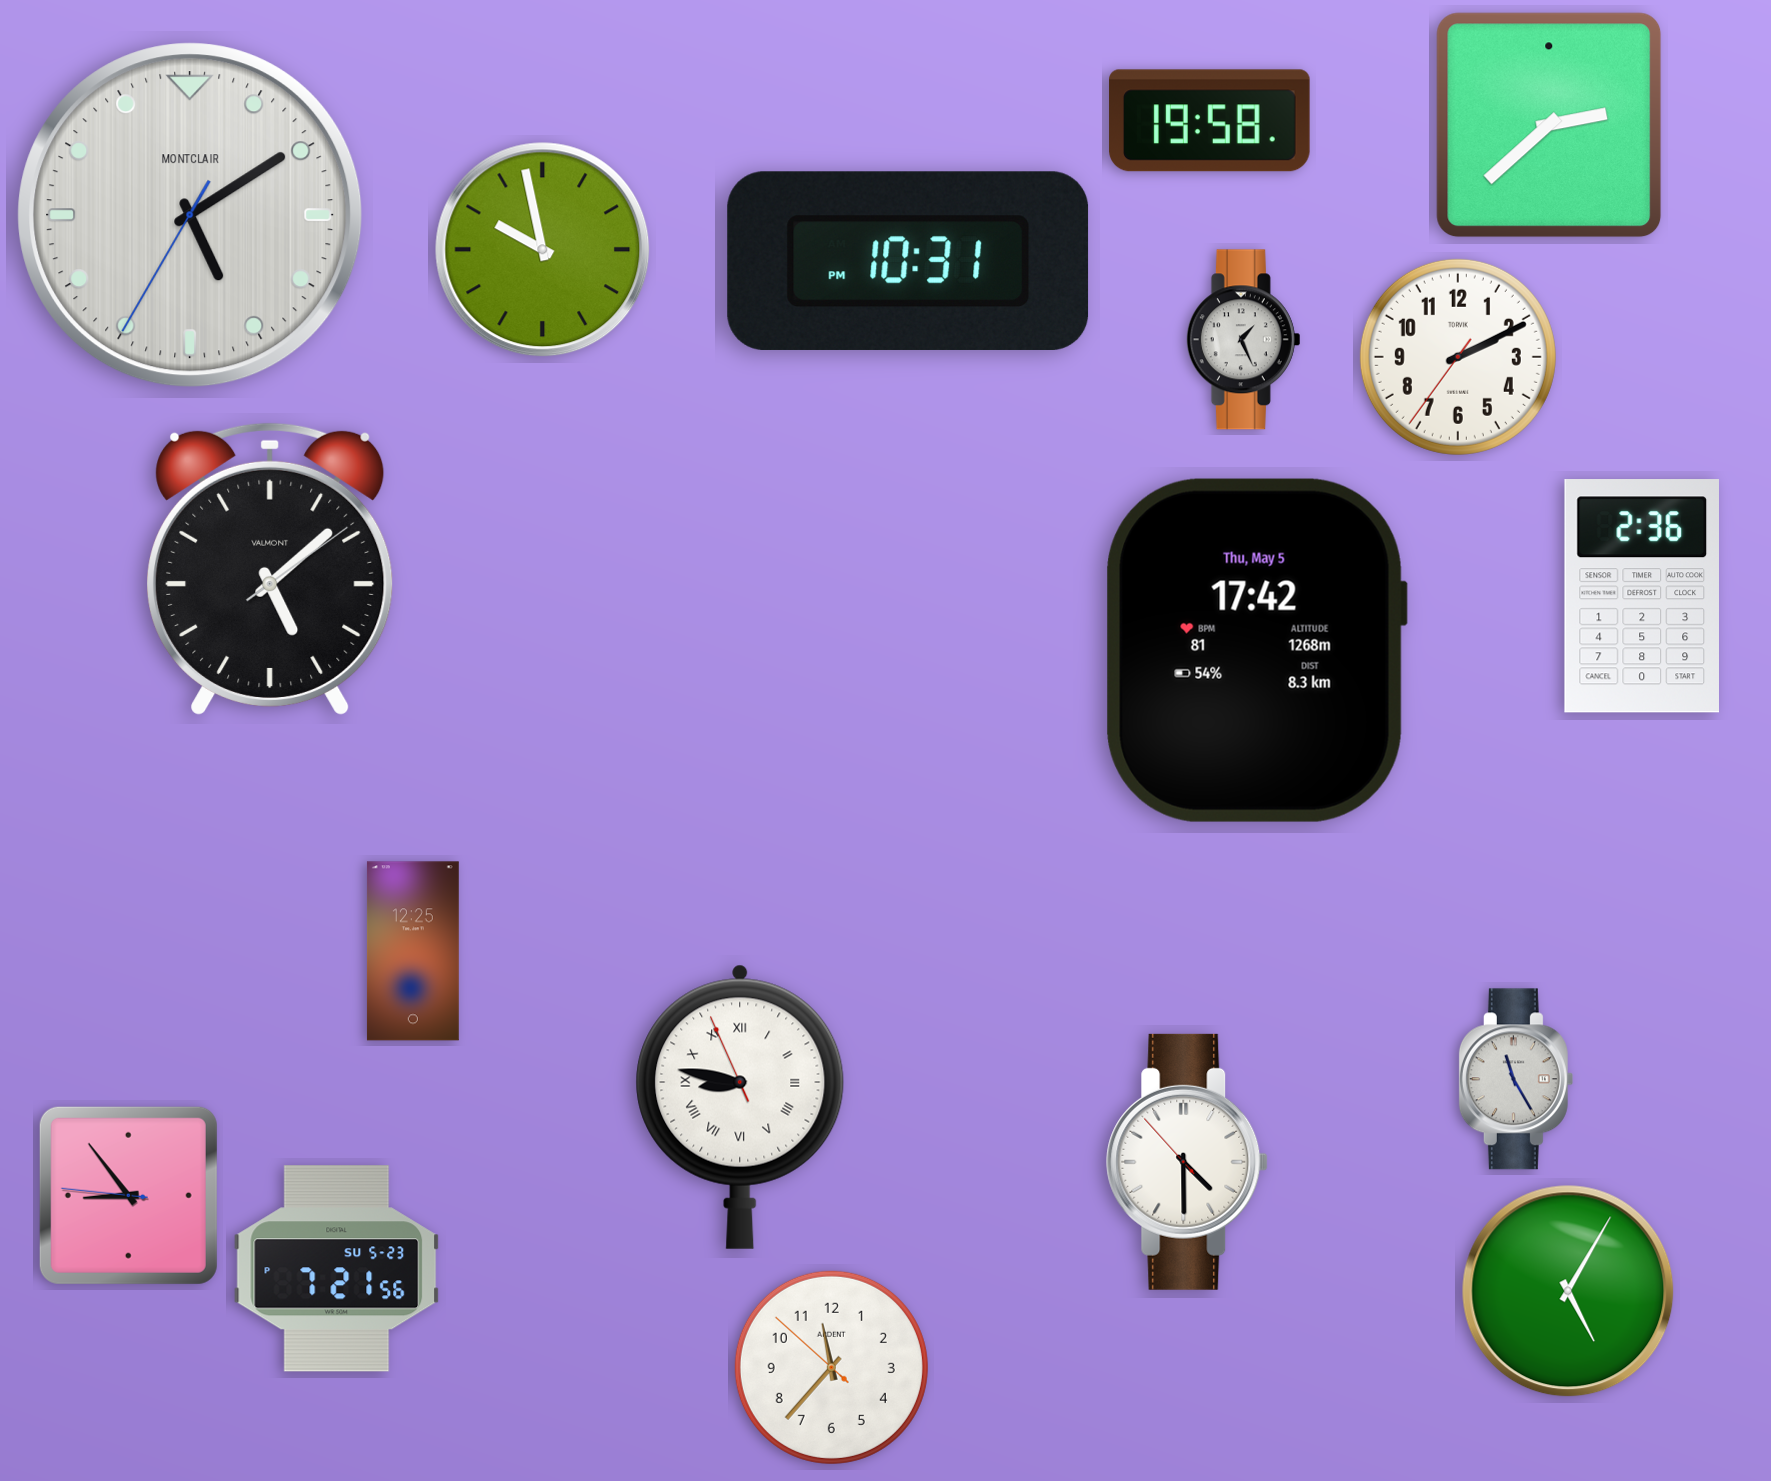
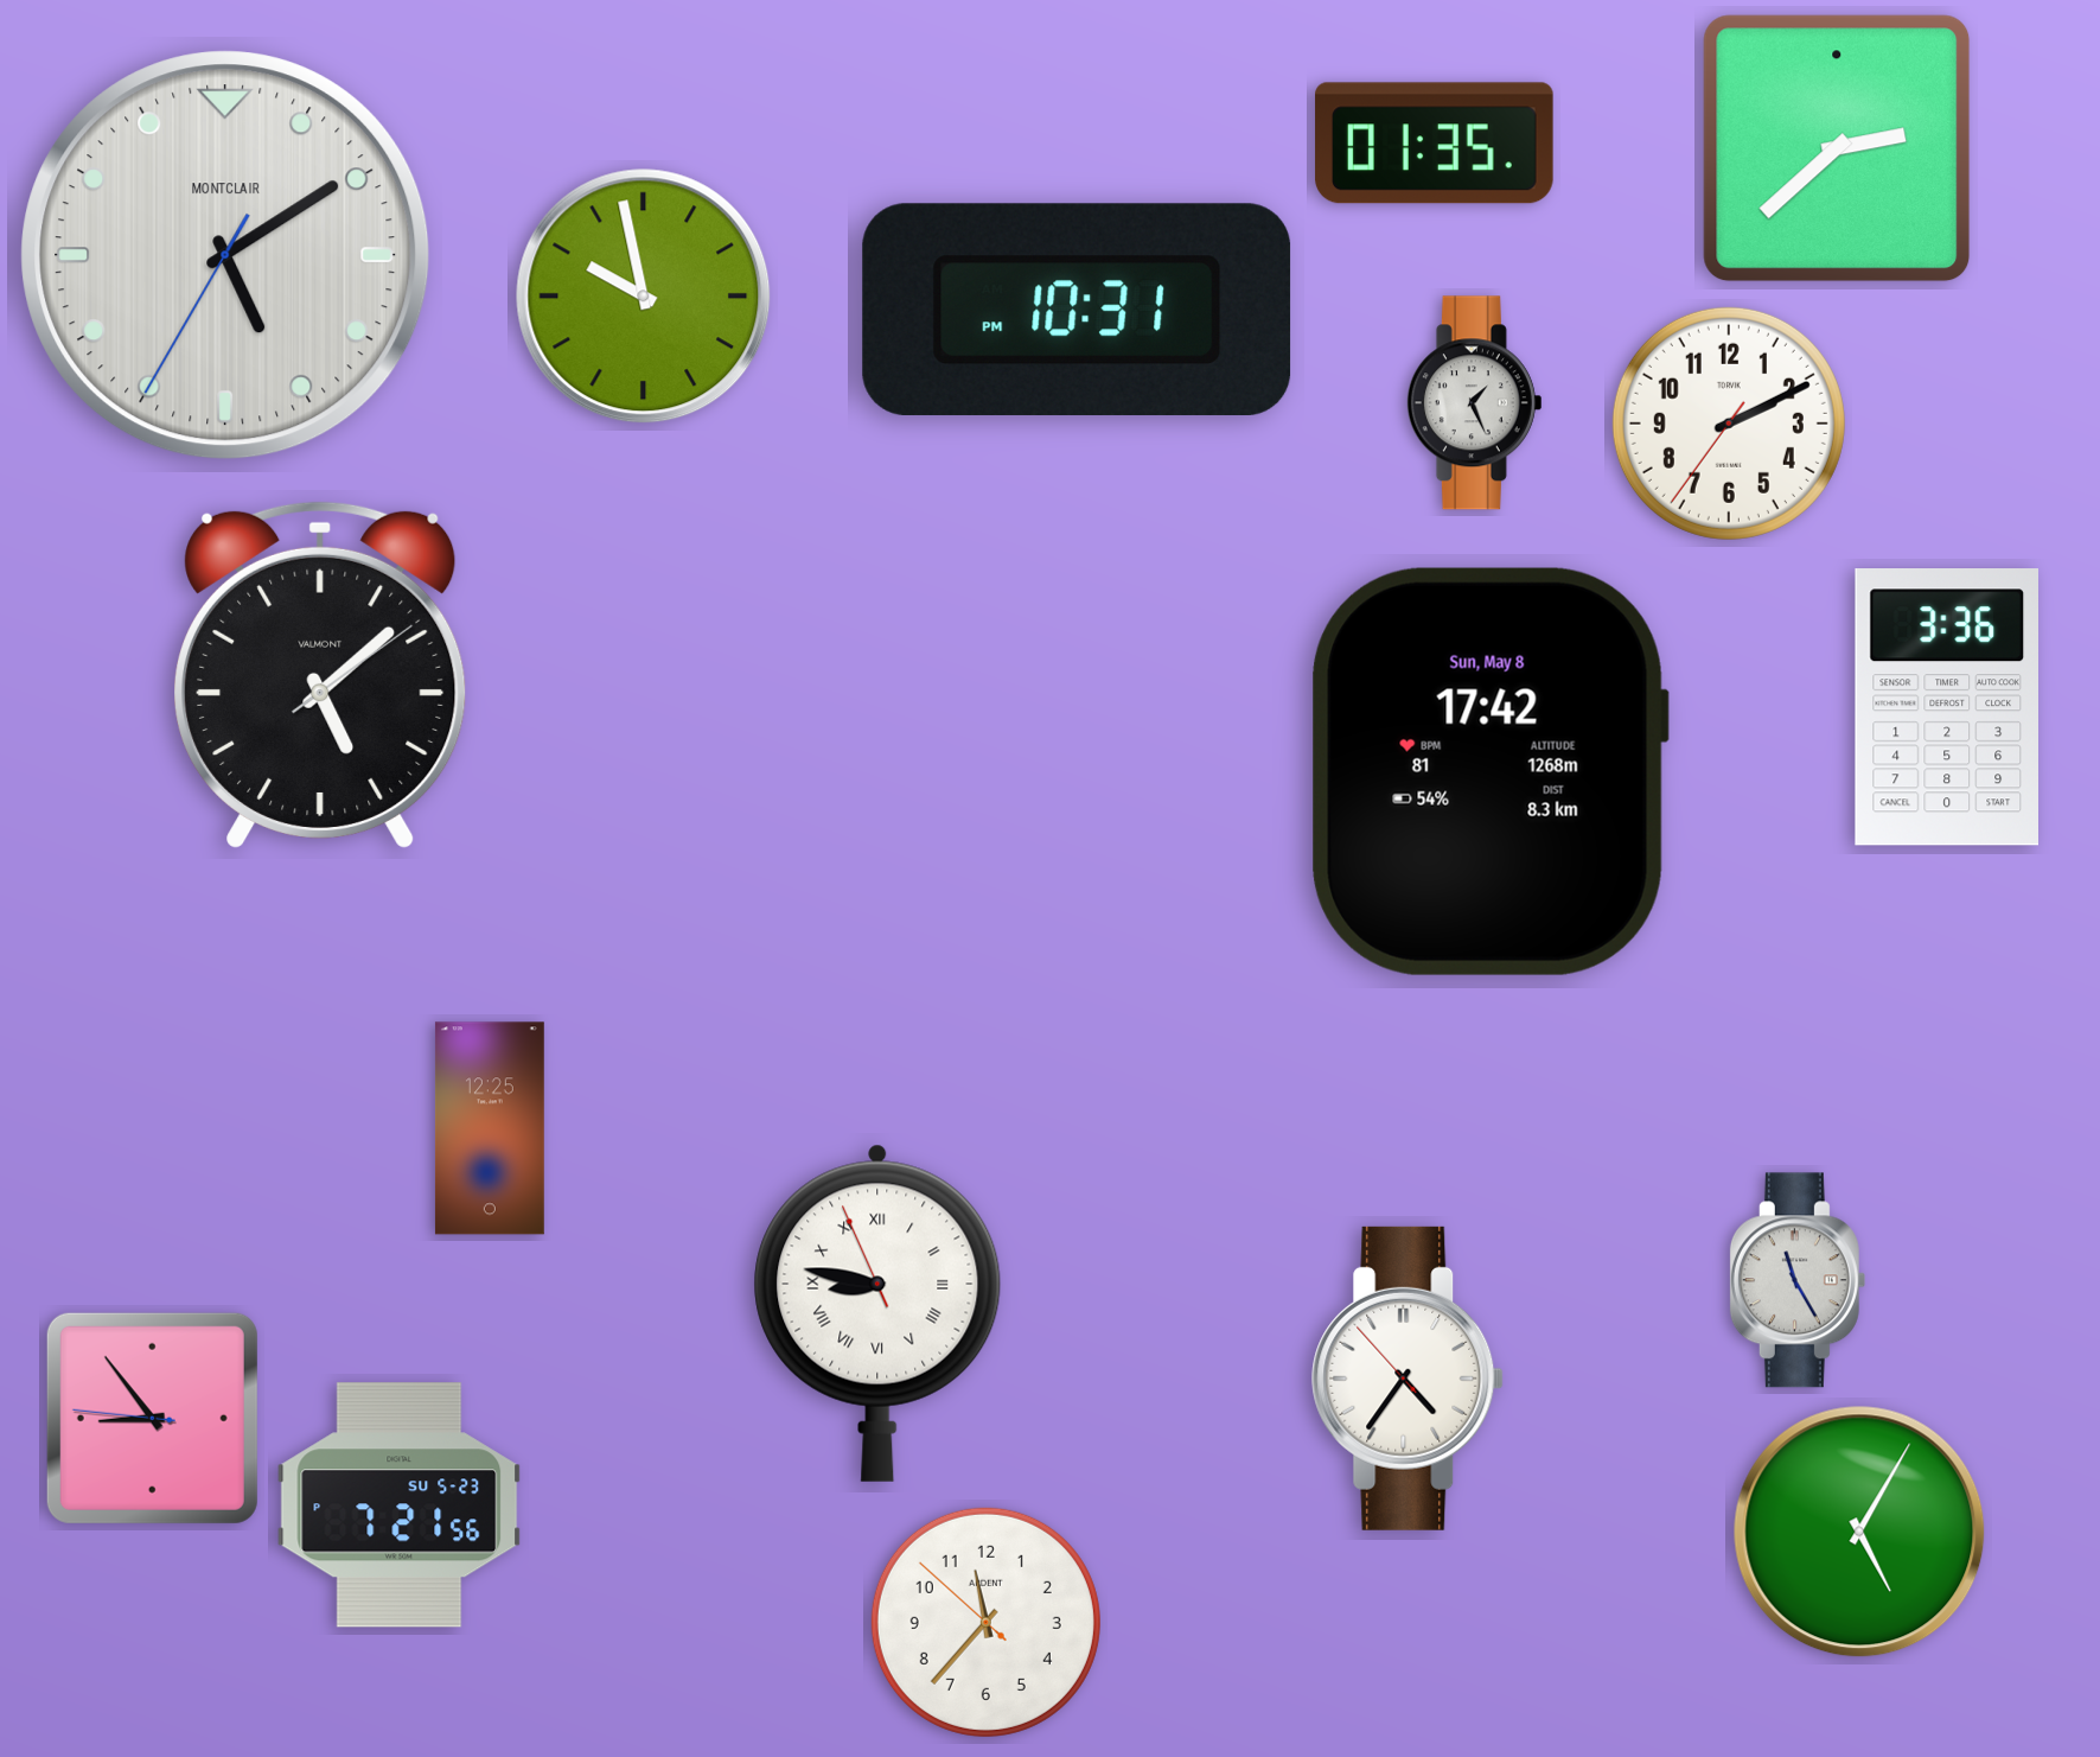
clock at (1210, 121): 19:58 -> 01:35
clock at (1641, 596): 2:36 -> 3:36
clock at (1256, 650) date: Thu, May 5 -> Sun, May 8
clock at (1187, 1162): 4:29 -> 4:35
